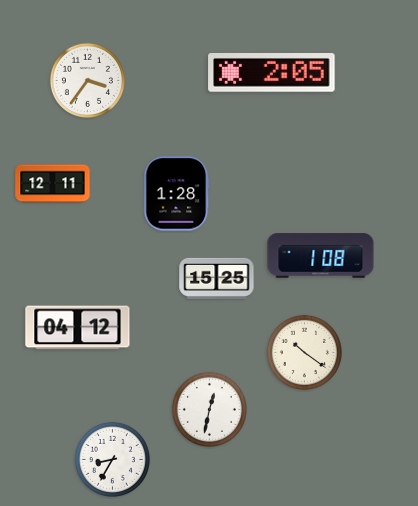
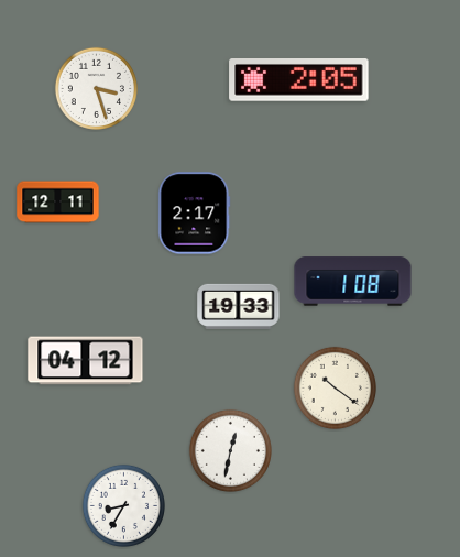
clock at (87, 80): 3:36 -> 3:27
clock at (177, 194): 1:28 -> 2:17
clock at (217, 278): 15:25 -> 19:33
